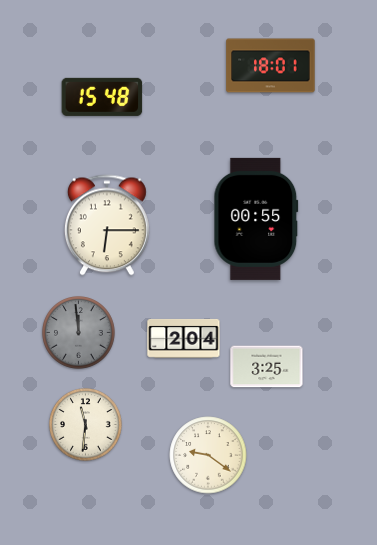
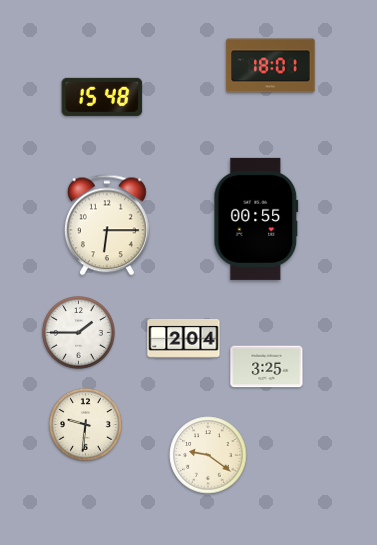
clock at (79, 333): 11:59 -> 1:45
clock at (79, 333) dial: grey -> white
clock at (86, 425): 11:31 -> 9:31
